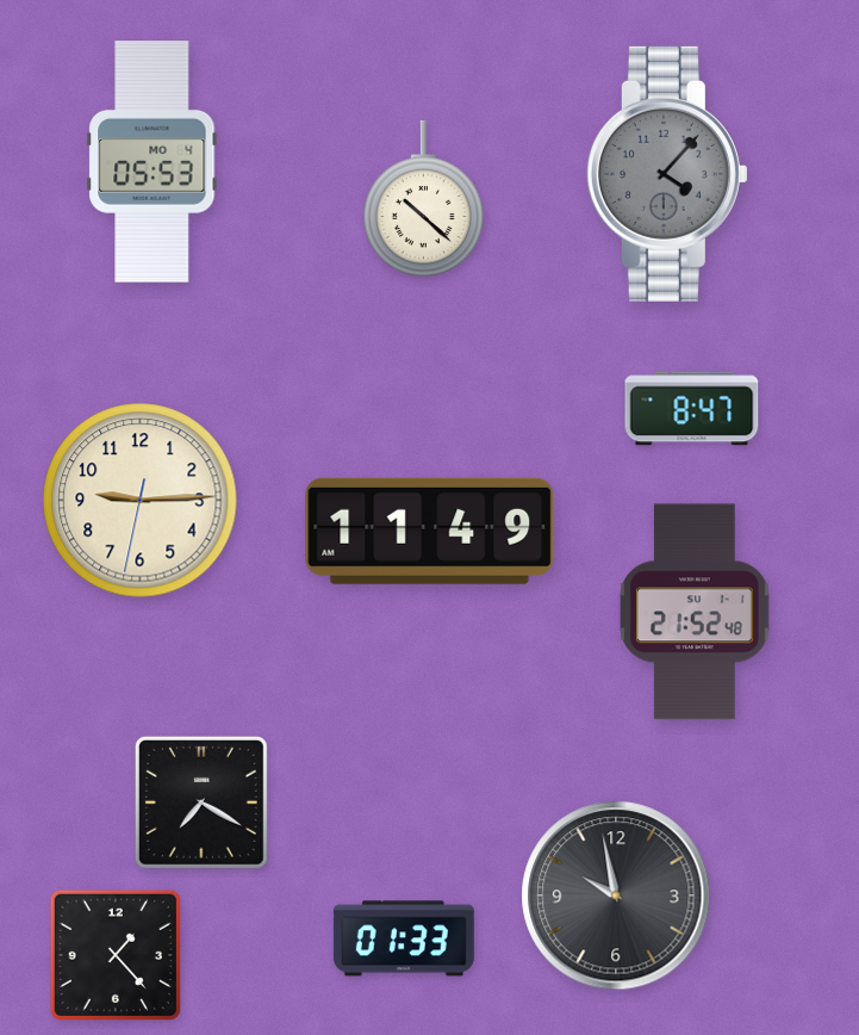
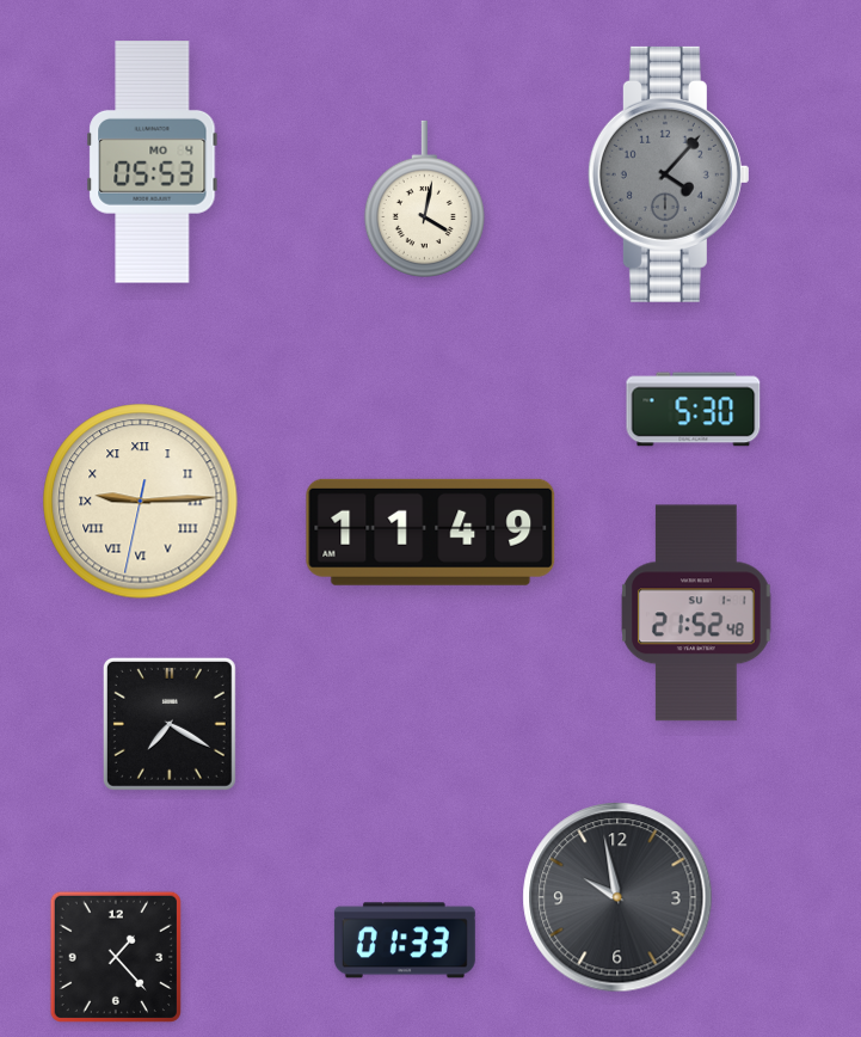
clock at (423, 198): 10:22 -> 4:02
clock at (692, 409): 8:47 -> 5:30
clock at (141, 501) numerals: Arabic -> Roman
clock at (201, 802) position: (201, 802) -> (170, 724)
